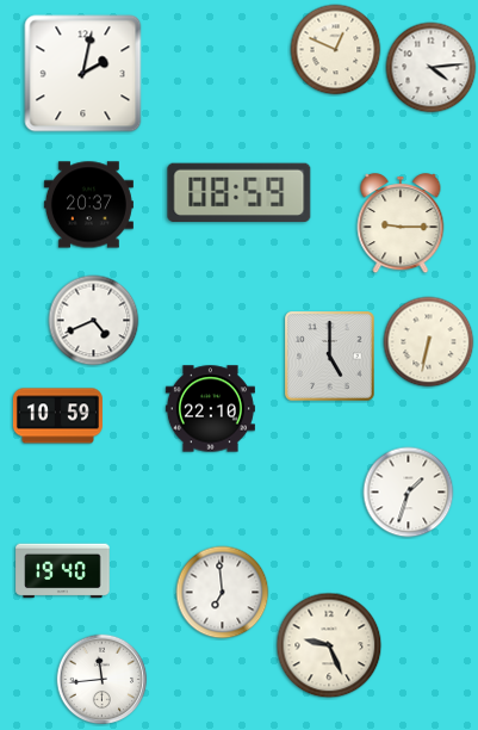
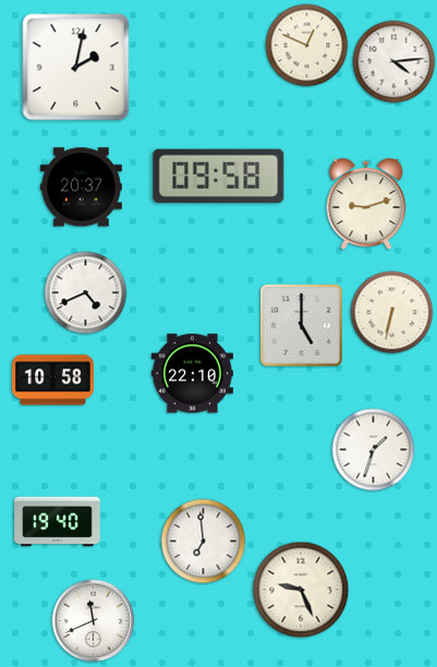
clock at (240, 193): 08:59 -> 09:58
clock at (401, 224): 9:15 -> 9:12
clock at (57, 416): 10:59 -> 10:58
clock at (103, 680): 11:44 -> 11:41
